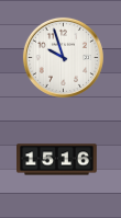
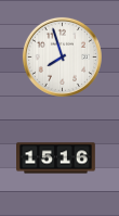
clock at (63, 57): 9:57 -> 7:57
